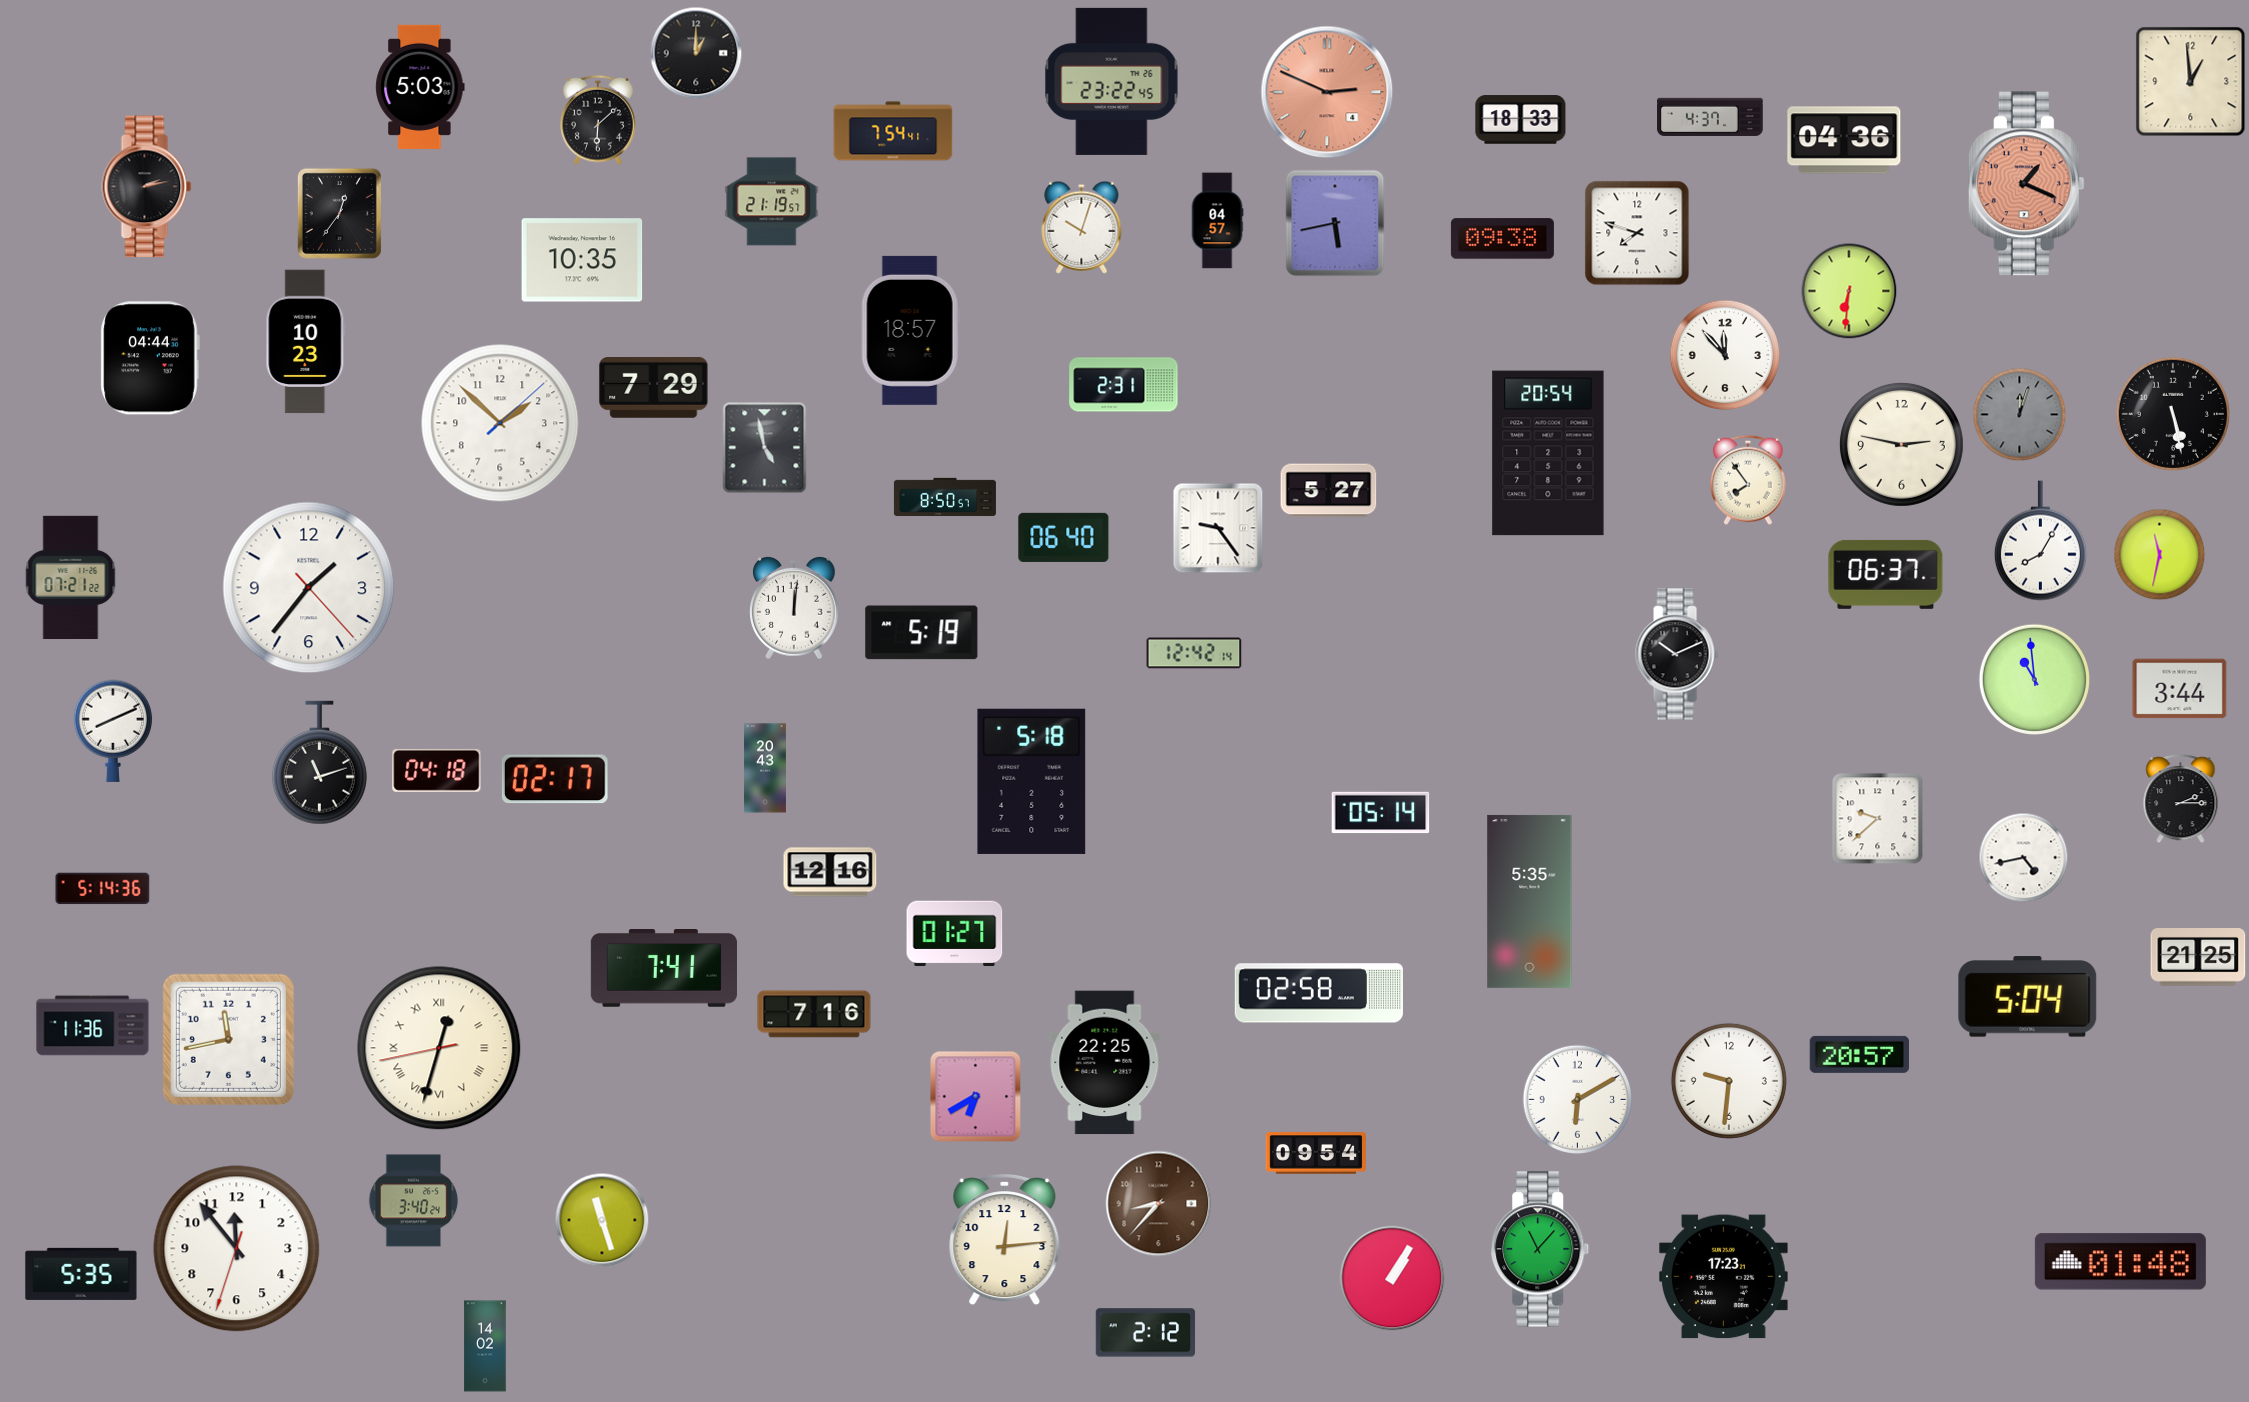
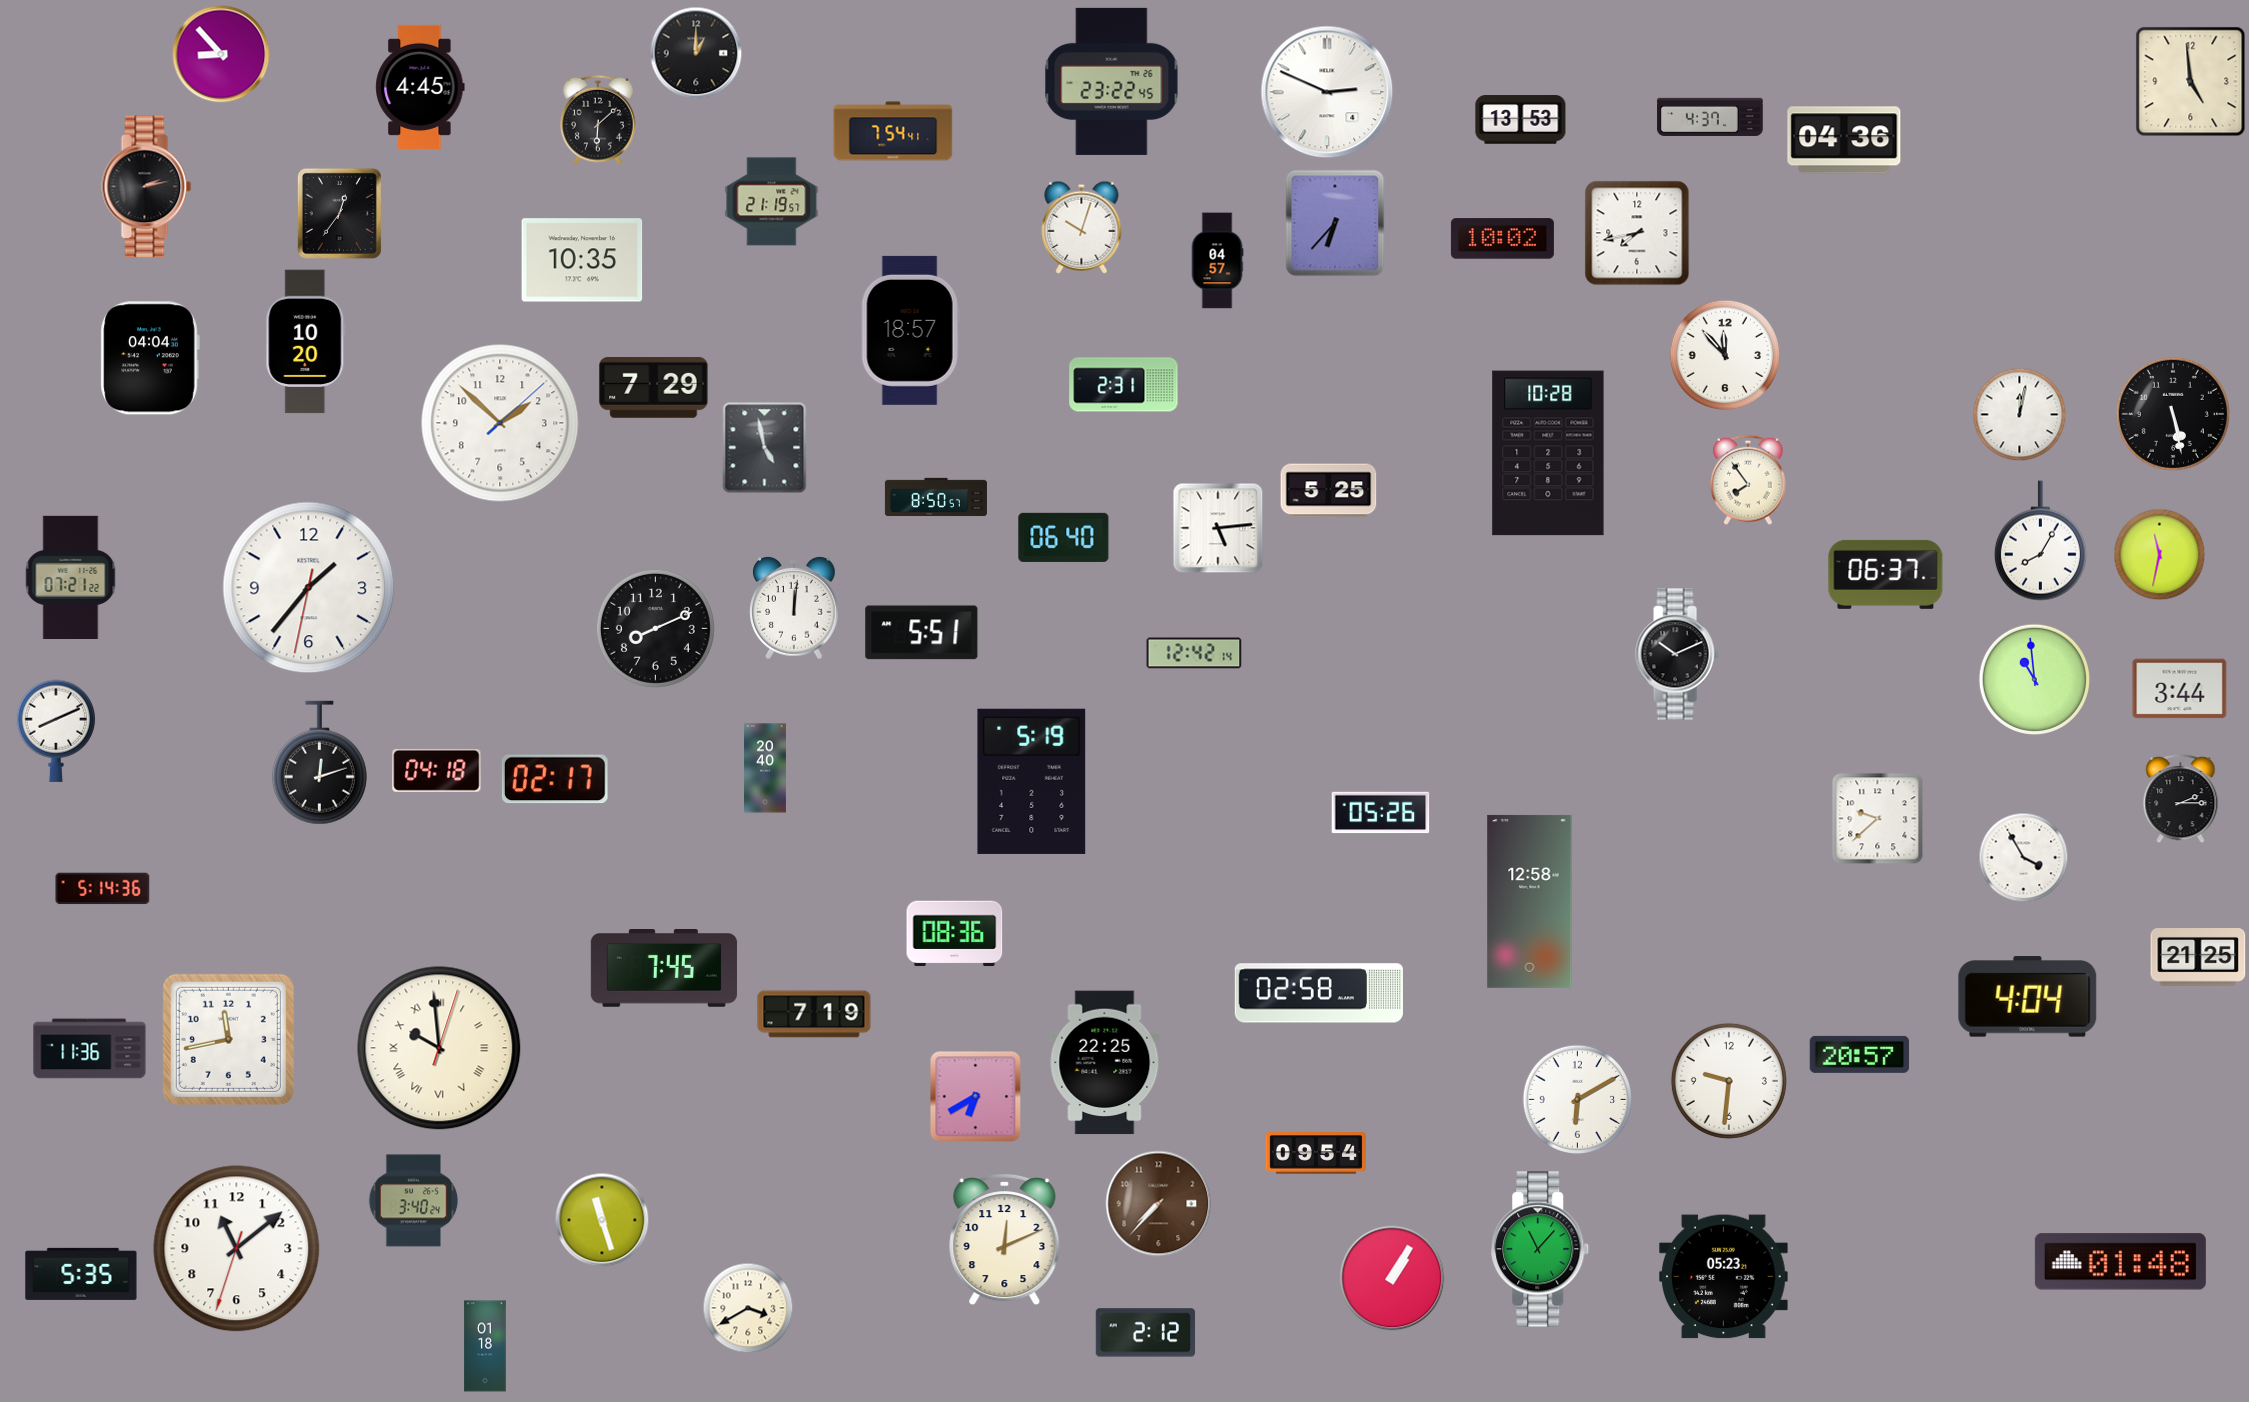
clock at (221, 54): none -> 8:53
clock at (2191, 82): 12:59 -> 4:59
clock at (420, 87): 5:03 -> 4:45
clock at (1327, 92) dial: salmon -> white
clock at (1521, 120): 18:33 -> 13:53
clock at (2026, 184): 1:19 -> none
clock at (1217, 221) position: (1217, 221) -> (1217, 261)
clock at (1335, 223): 5:43 -> 6:37
clock at (1637, 233): 7:48 -> 7:43
clock at (1502, 239): 09:38 -> 10:02
clock at (1849, 291): 6:31 -> none
clock at (306, 342): 10:23 -> 10:20
clock at (150, 358): 04:44 -> 04:04
clock at (2020, 415): 12:03 -> 12:02
clock at (2020, 415) dial: grey -> white
clock at (1901, 444): 2:47 -> none
clock at (1548, 453): 20:54 -> 10:28
clock at (1329, 491): 5:27 -> 5:25
clock at (945, 497) position: (945, 497) -> (936, 497)
clock at (1218, 528): 9:24 -> 5:14
clock at (309, 588): 1:36:23 -> 1:36:32
clock at (655, 628): none -> 8:11
clock at (922, 633): 5:19 -> 5:51
clock at (113, 731) position: (113, 731) -> (56, 731)
clock at (319, 763): 11:12 -> 12:12
clock at (765, 768): 20:43 -> 20:40
clock at (1032, 781): 5:18 -> 5:19
clock at (1381, 813): 05:14 -> 05:26
clock at (2024, 858): 4:43 -> 3:55
clock at (830, 872): 12:16 -> none
clock at (1530, 901): 5:35 -> 12:58
clock at (955, 934): 01:27 -> 08:36
clock at (664, 969): 7:41 -> 7:45
clock at (2028, 997): 5:04 -> 4:04
clock at (814, 1014): 7:16 -> 7:19
clock at (93, 1026) position: (93, 1026) -> (90, 1049)
clock at (439, 1048): 12:32 -> 9:59
clock at (1159, 1204): 8:37 -> 7:37
clock at (1005, 1241): 12:14 -> 12:11
clock at (237, 1249): 11:53 -> 11:08
clock at (1724, 1277): 17:23 -> 05:23
clock at (748, 1308): none -> 3:40
clock at (485, 1346): 14:02 -> 01:18
